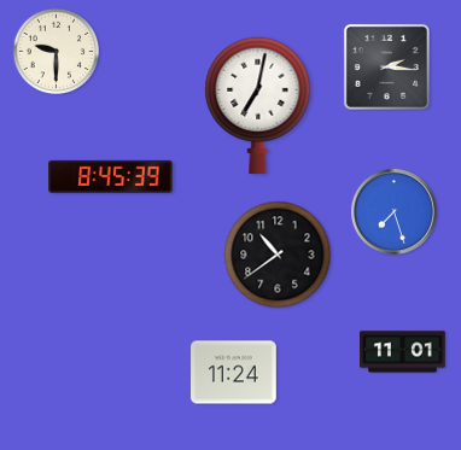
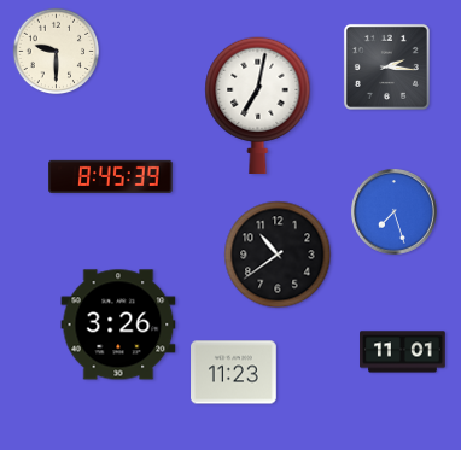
clock at (118, 325): none -> 3:26
clock at (234, 373): 11:24 -> 11:23
